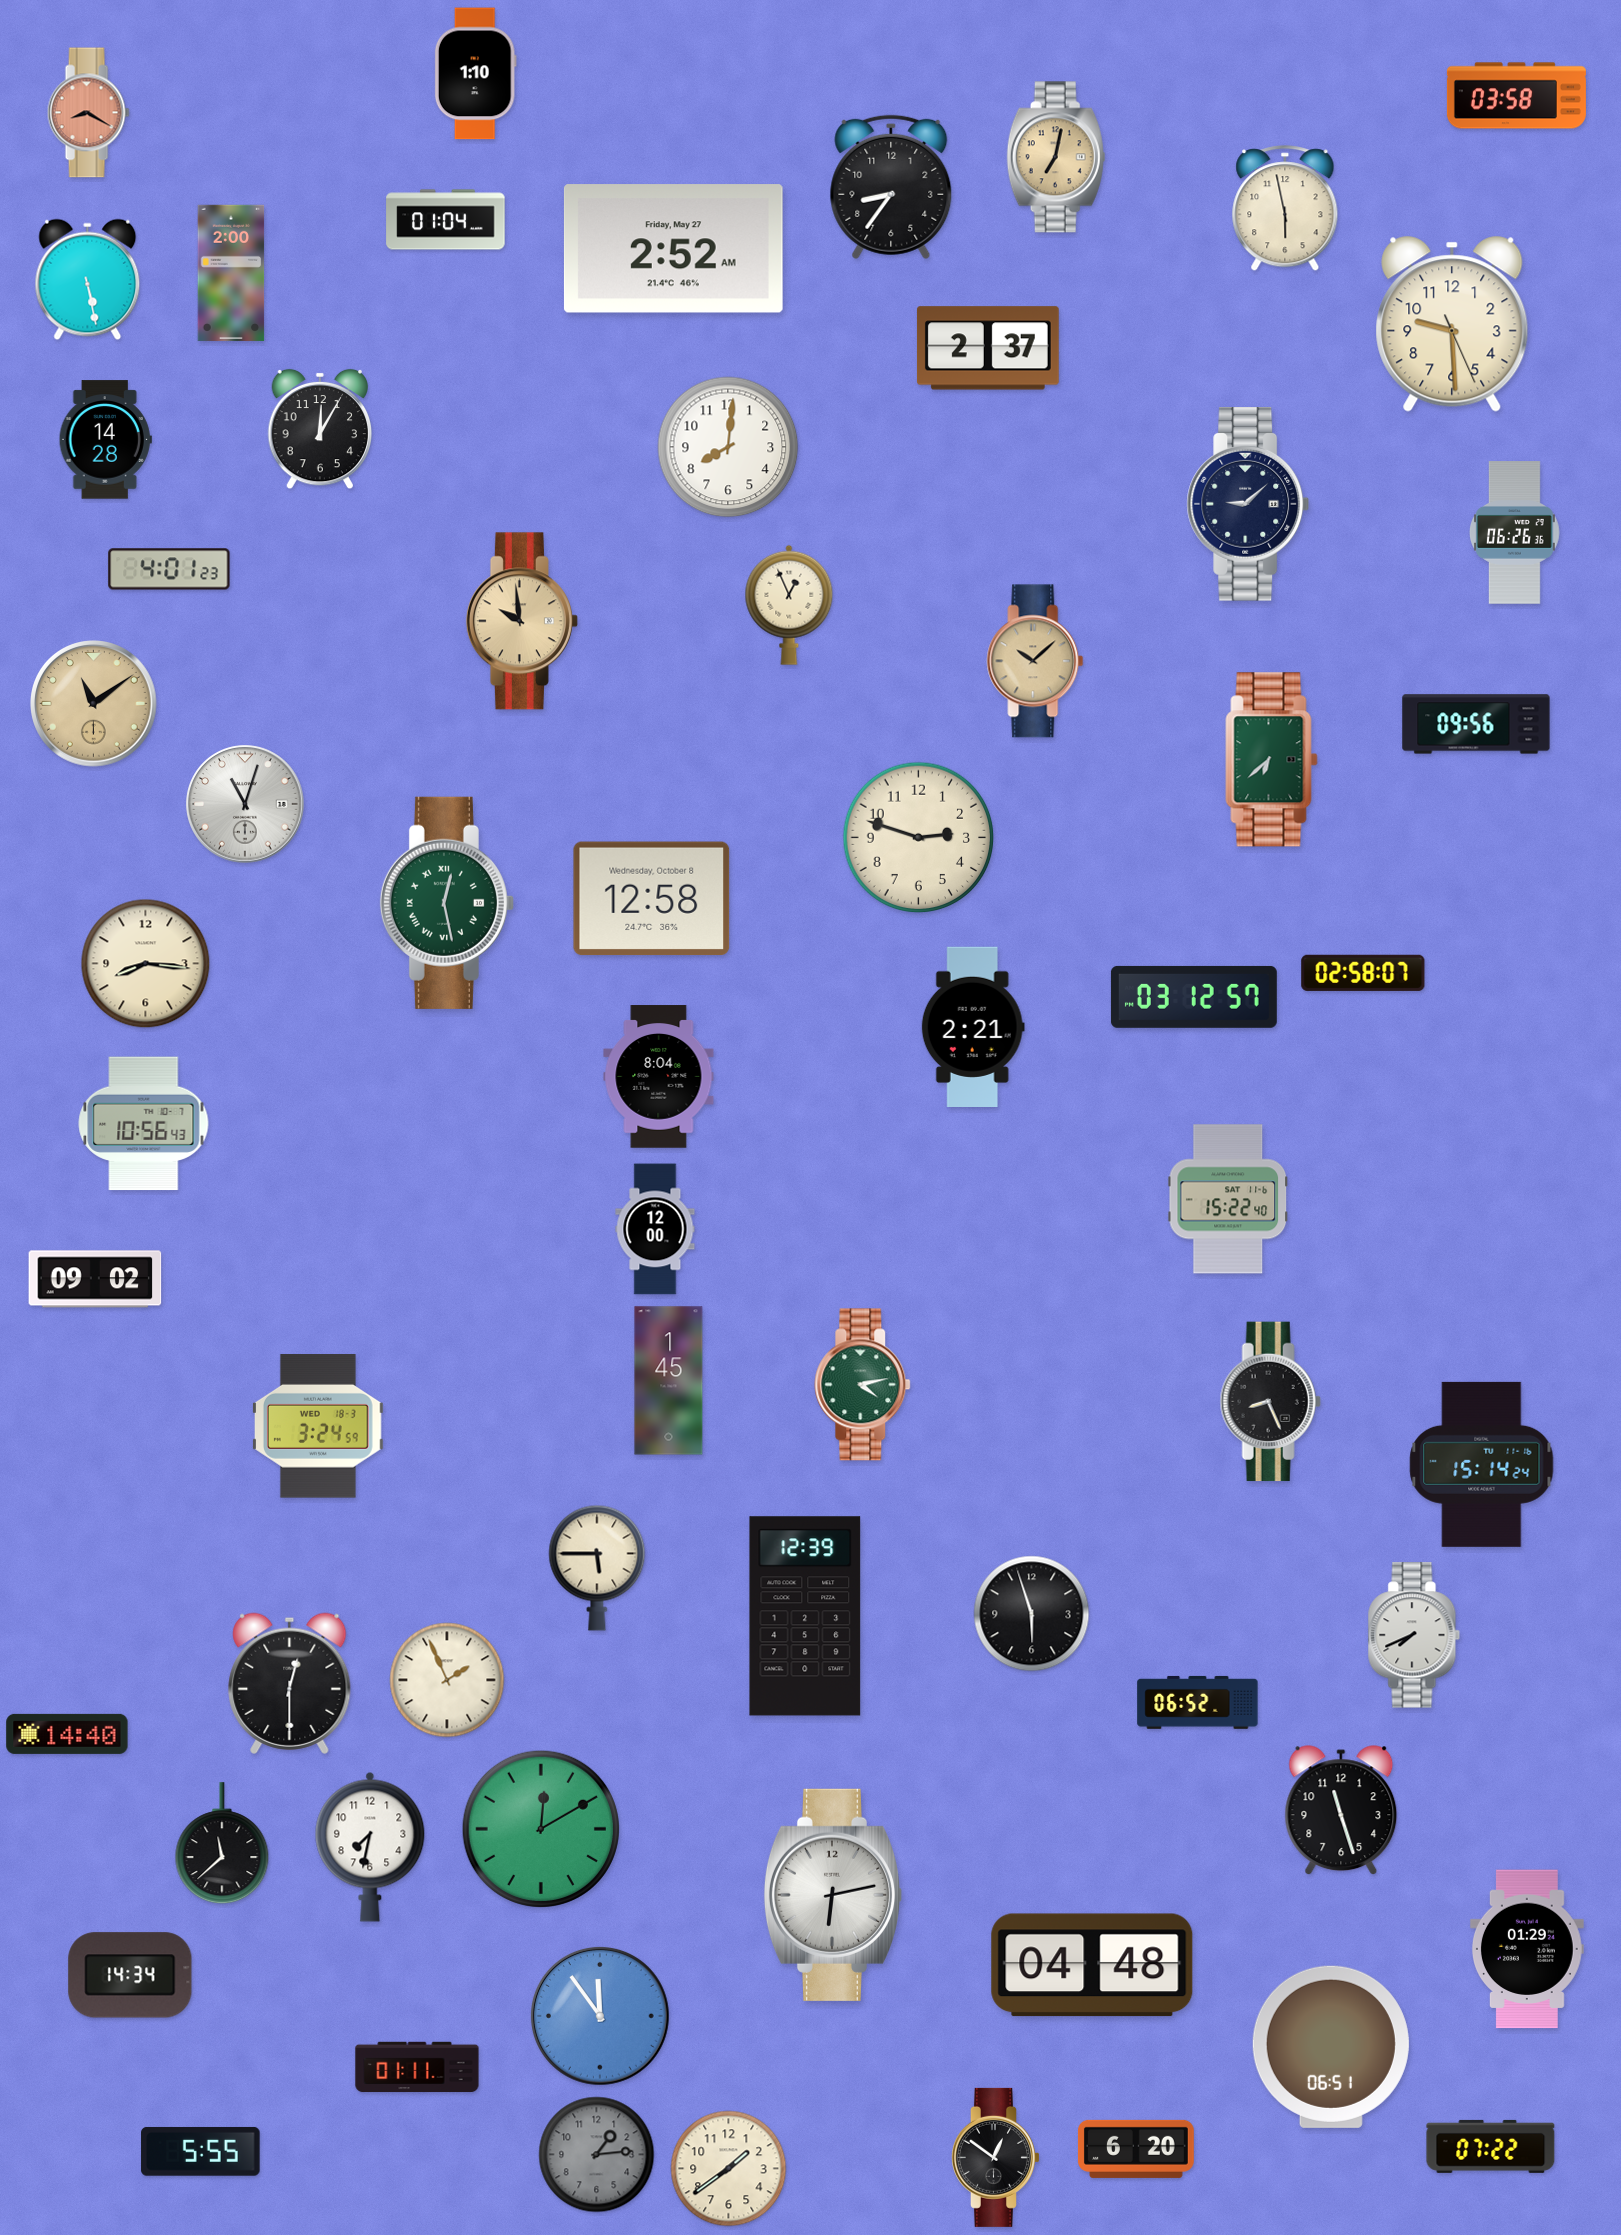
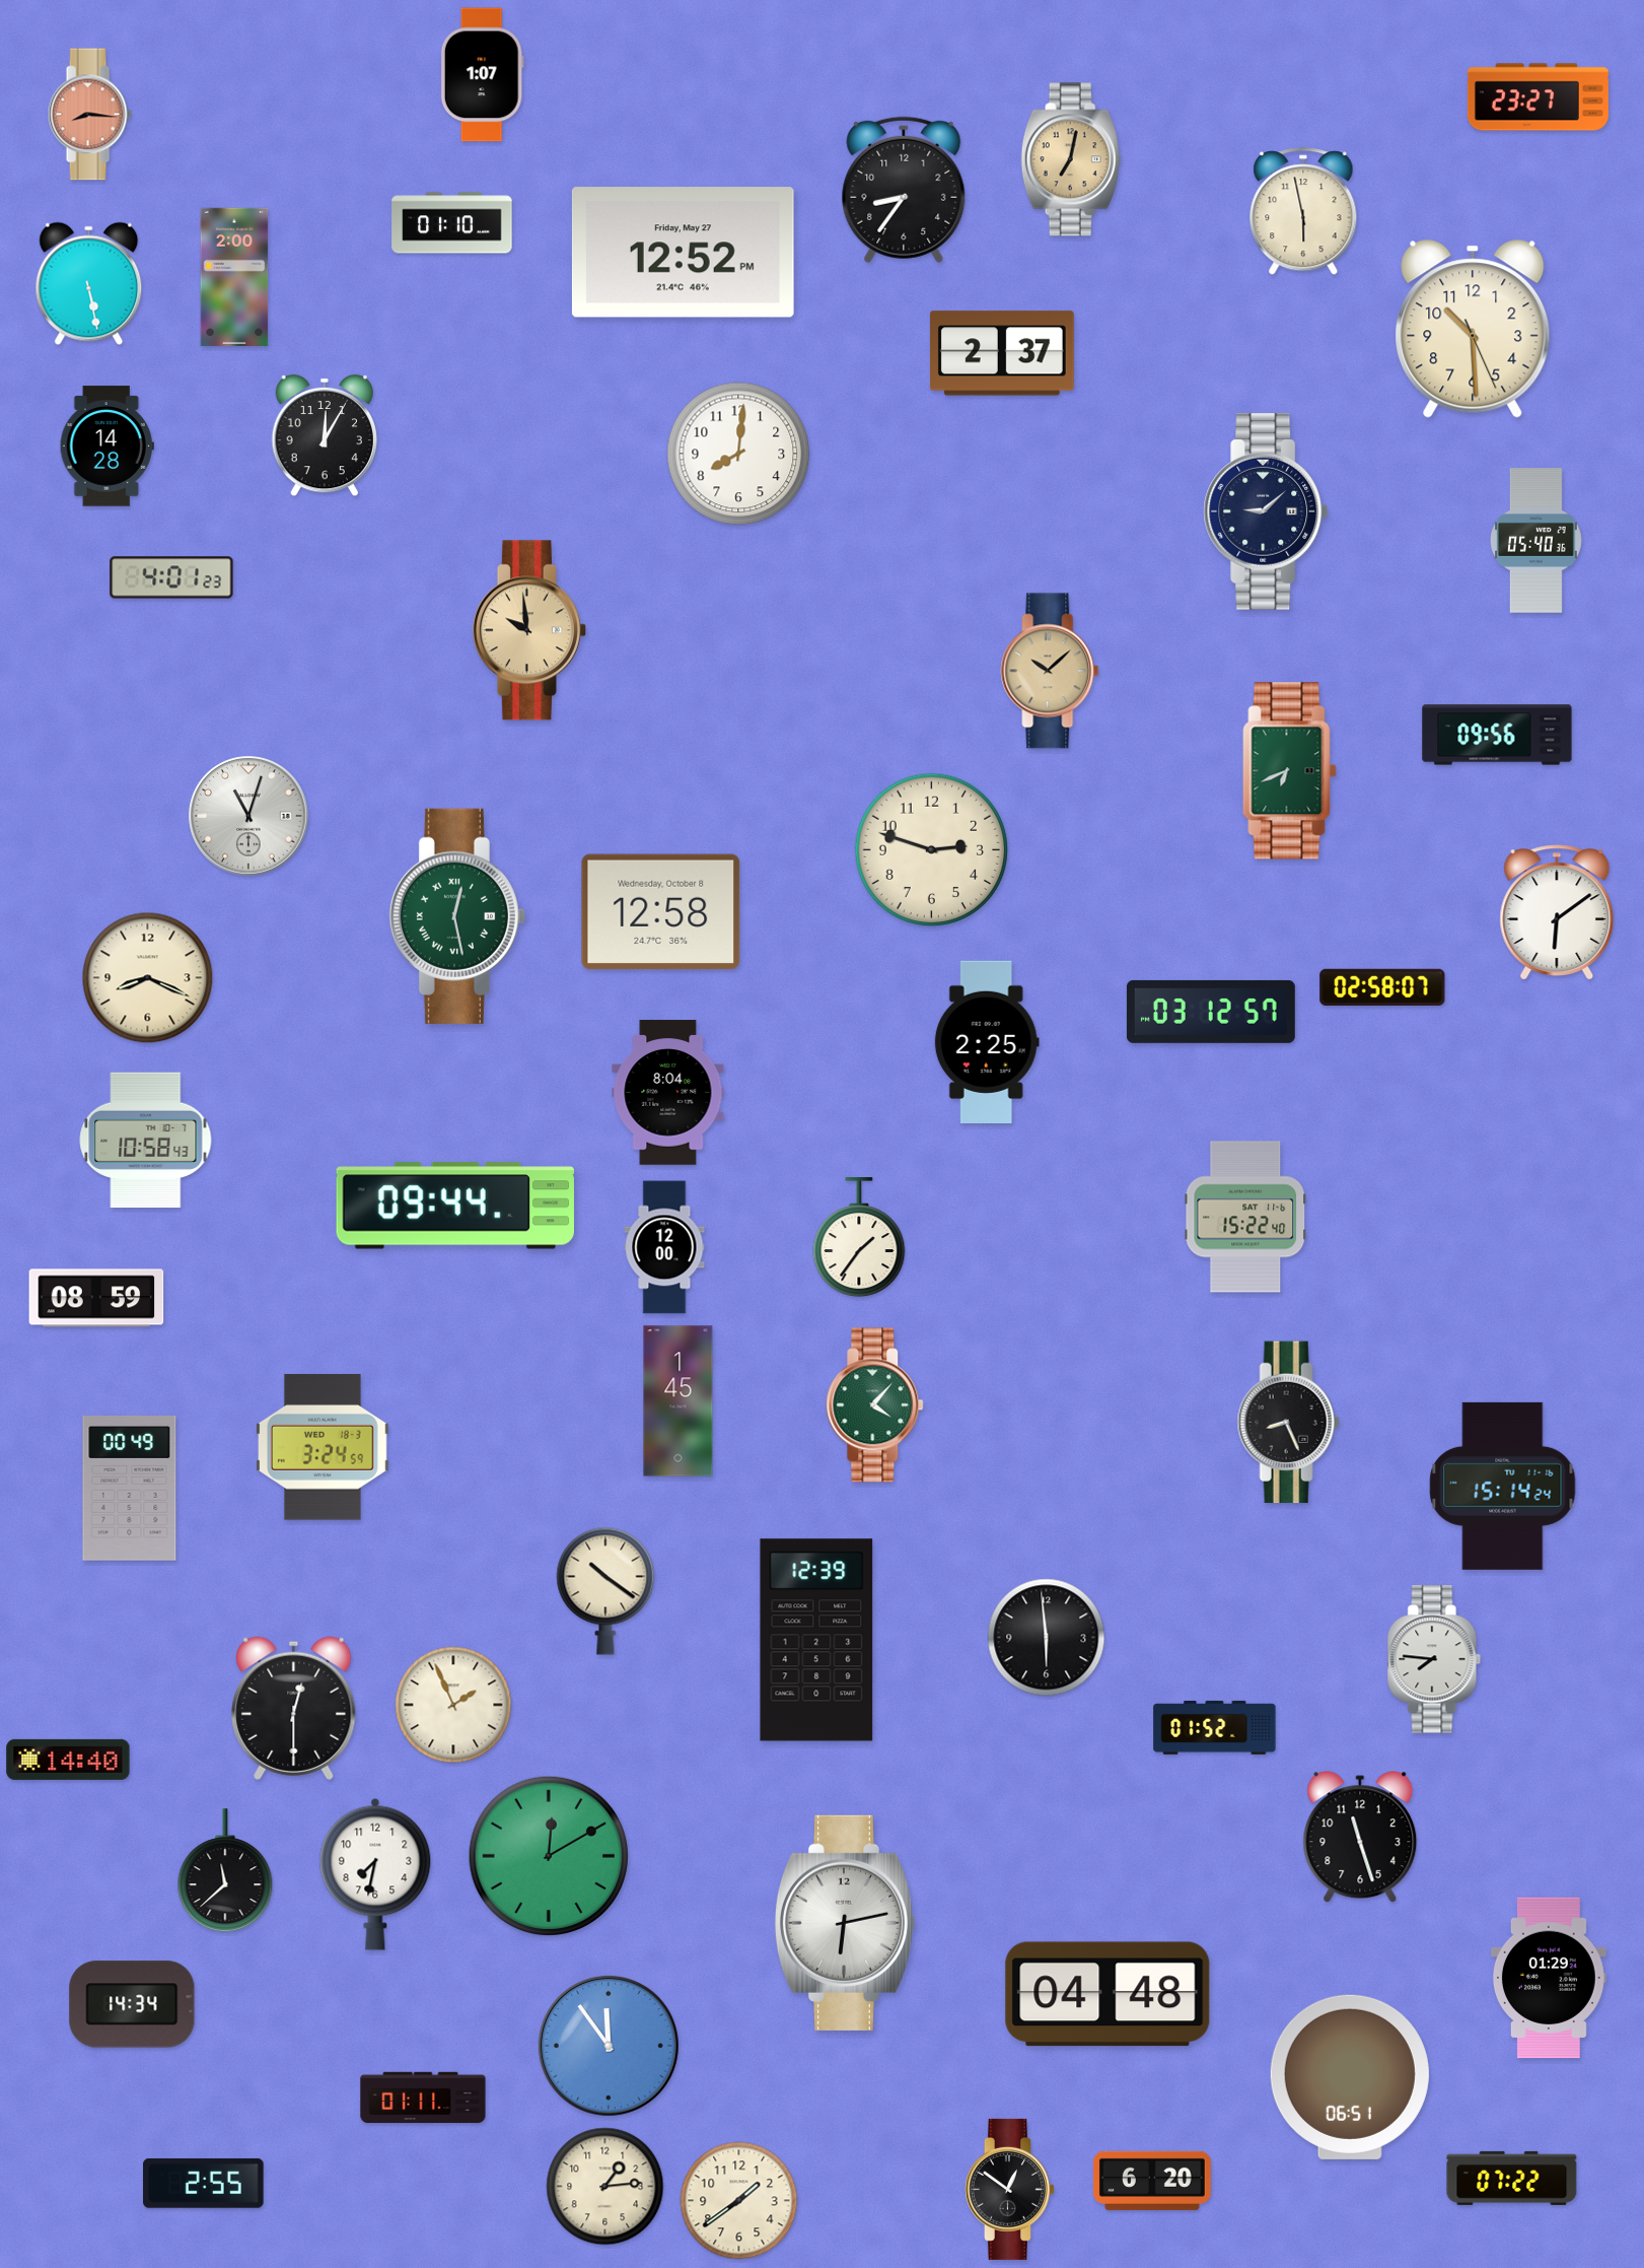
clock at (475, 74): 1:10 -> 1:07
clock at (1516, 96): 03:58 -> 23:27
clock at (88, 113): 8:20 -> 8:16
clock at (446, 220): 01:04 -> 01:10
clock at (673, 249): 2:52 -> 12:52
clock at (1452, 324): 9:29 -> 10:29
clock at (1515, 533): 06:26 -> 05:40
clock at (789, 605): 12:56 -> none
clock at (94, 704): 11:09 -> none
clock at (1272, 760): 6:38 -> 6:41
clock at (1557, 912): none -> 6:09
clock at (447, 903) position: (447, 903) -> (457, 916)
clock at (146, 964): 8:16 -> 8:19
clock at (973, 1026): 2:21 -> 2:25
clock at (144, 1124): 10:56 -> 10:58
clock at (455, 1206): none -> 09:44
clock at (859, 1238): none -> 1:36
clock at (95, 1279): 09:02 -> 08:59
clock at (863, 1385): 4:13 -> 4:07
clock at (130, 1489): none -> 00:49
clock at (597, 1568): 5:45 -> 10:21
clock at (1032, 1614): 5:57 -> 5:59
clock at (1414, 1635): 7:41 -> 7:46
clock at (1198, 1702): 06:52 -> 01:52
clock at (201, 2151): 5:55 -> 2:55
clock at (597, 2155) dial: grey -> cream
